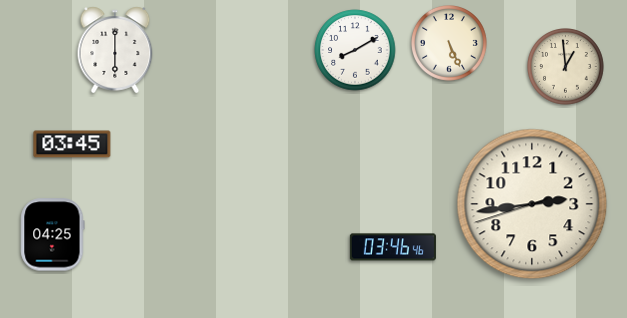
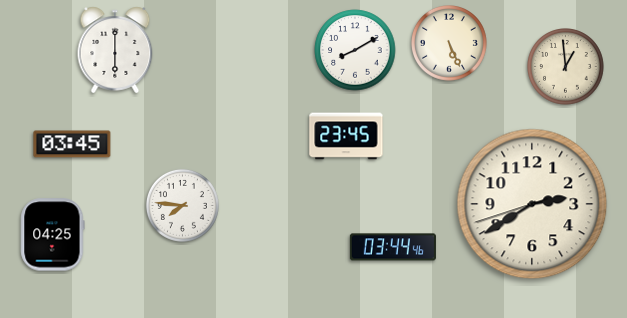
clock at (346, 136): none -> 23:45
clock at (532, 204): 2:43 -> 2:39
clock at (182, 205): none -> 7:46
clock at (393, 247): 03:46 -> 03:44
